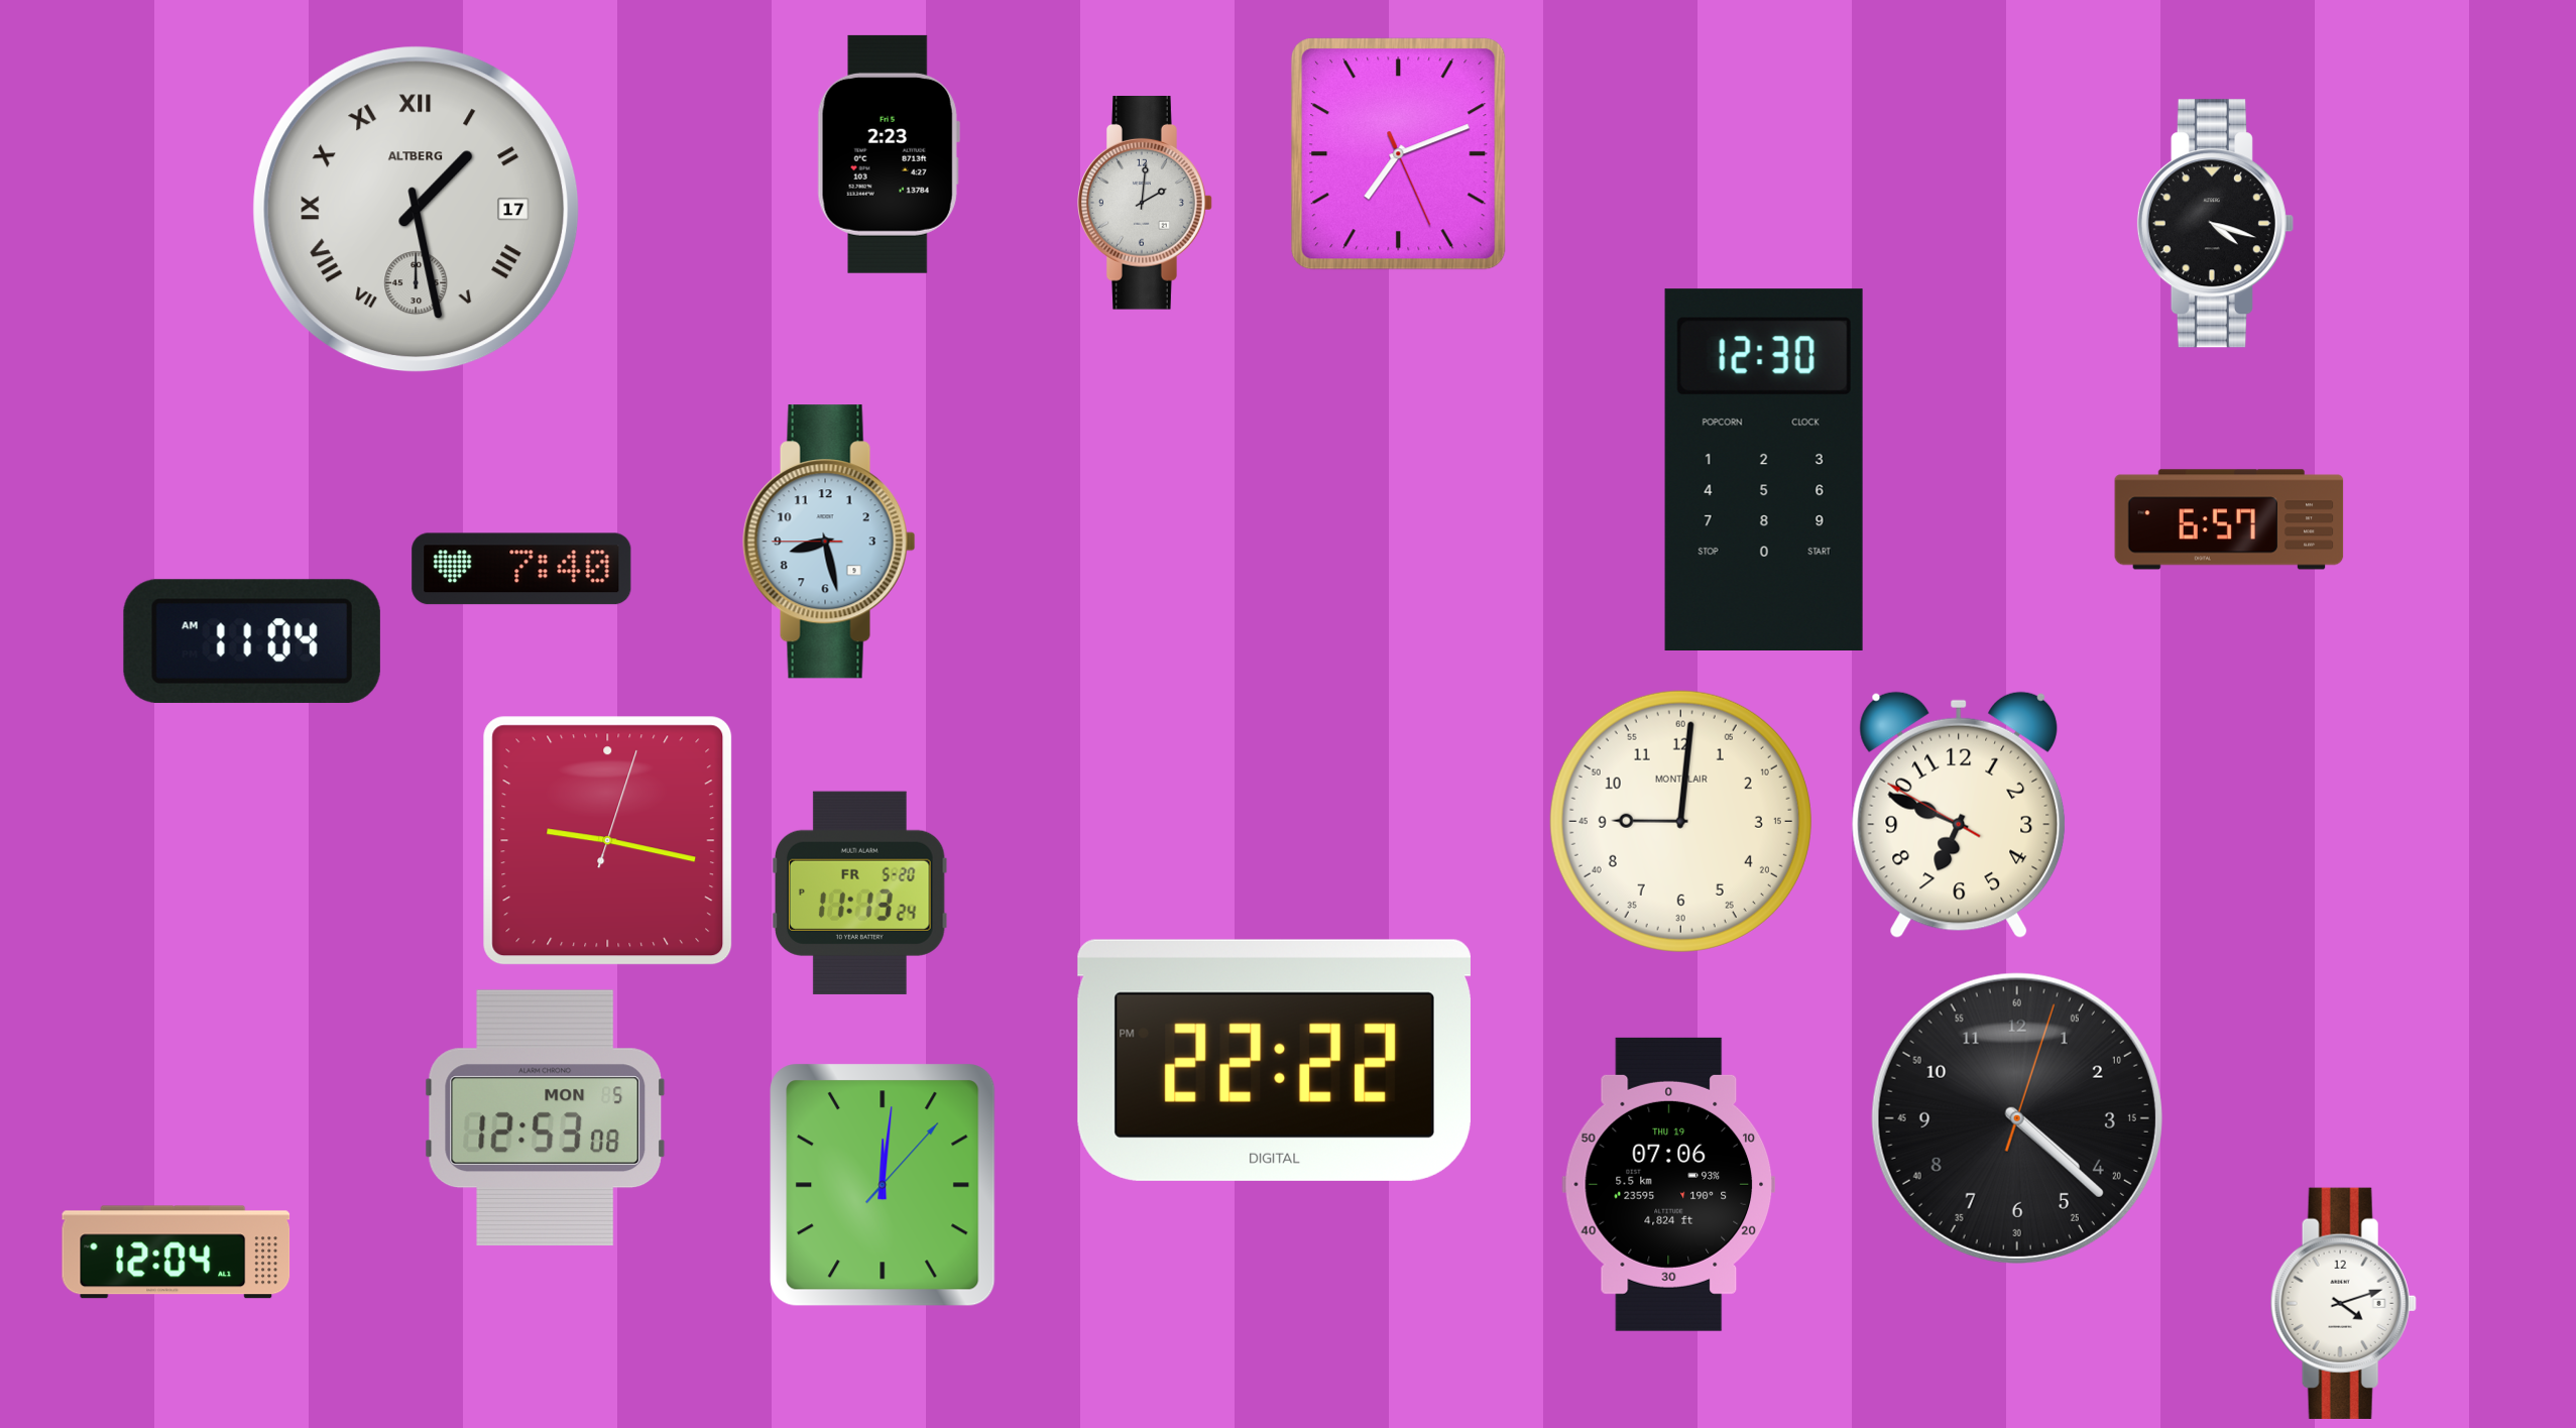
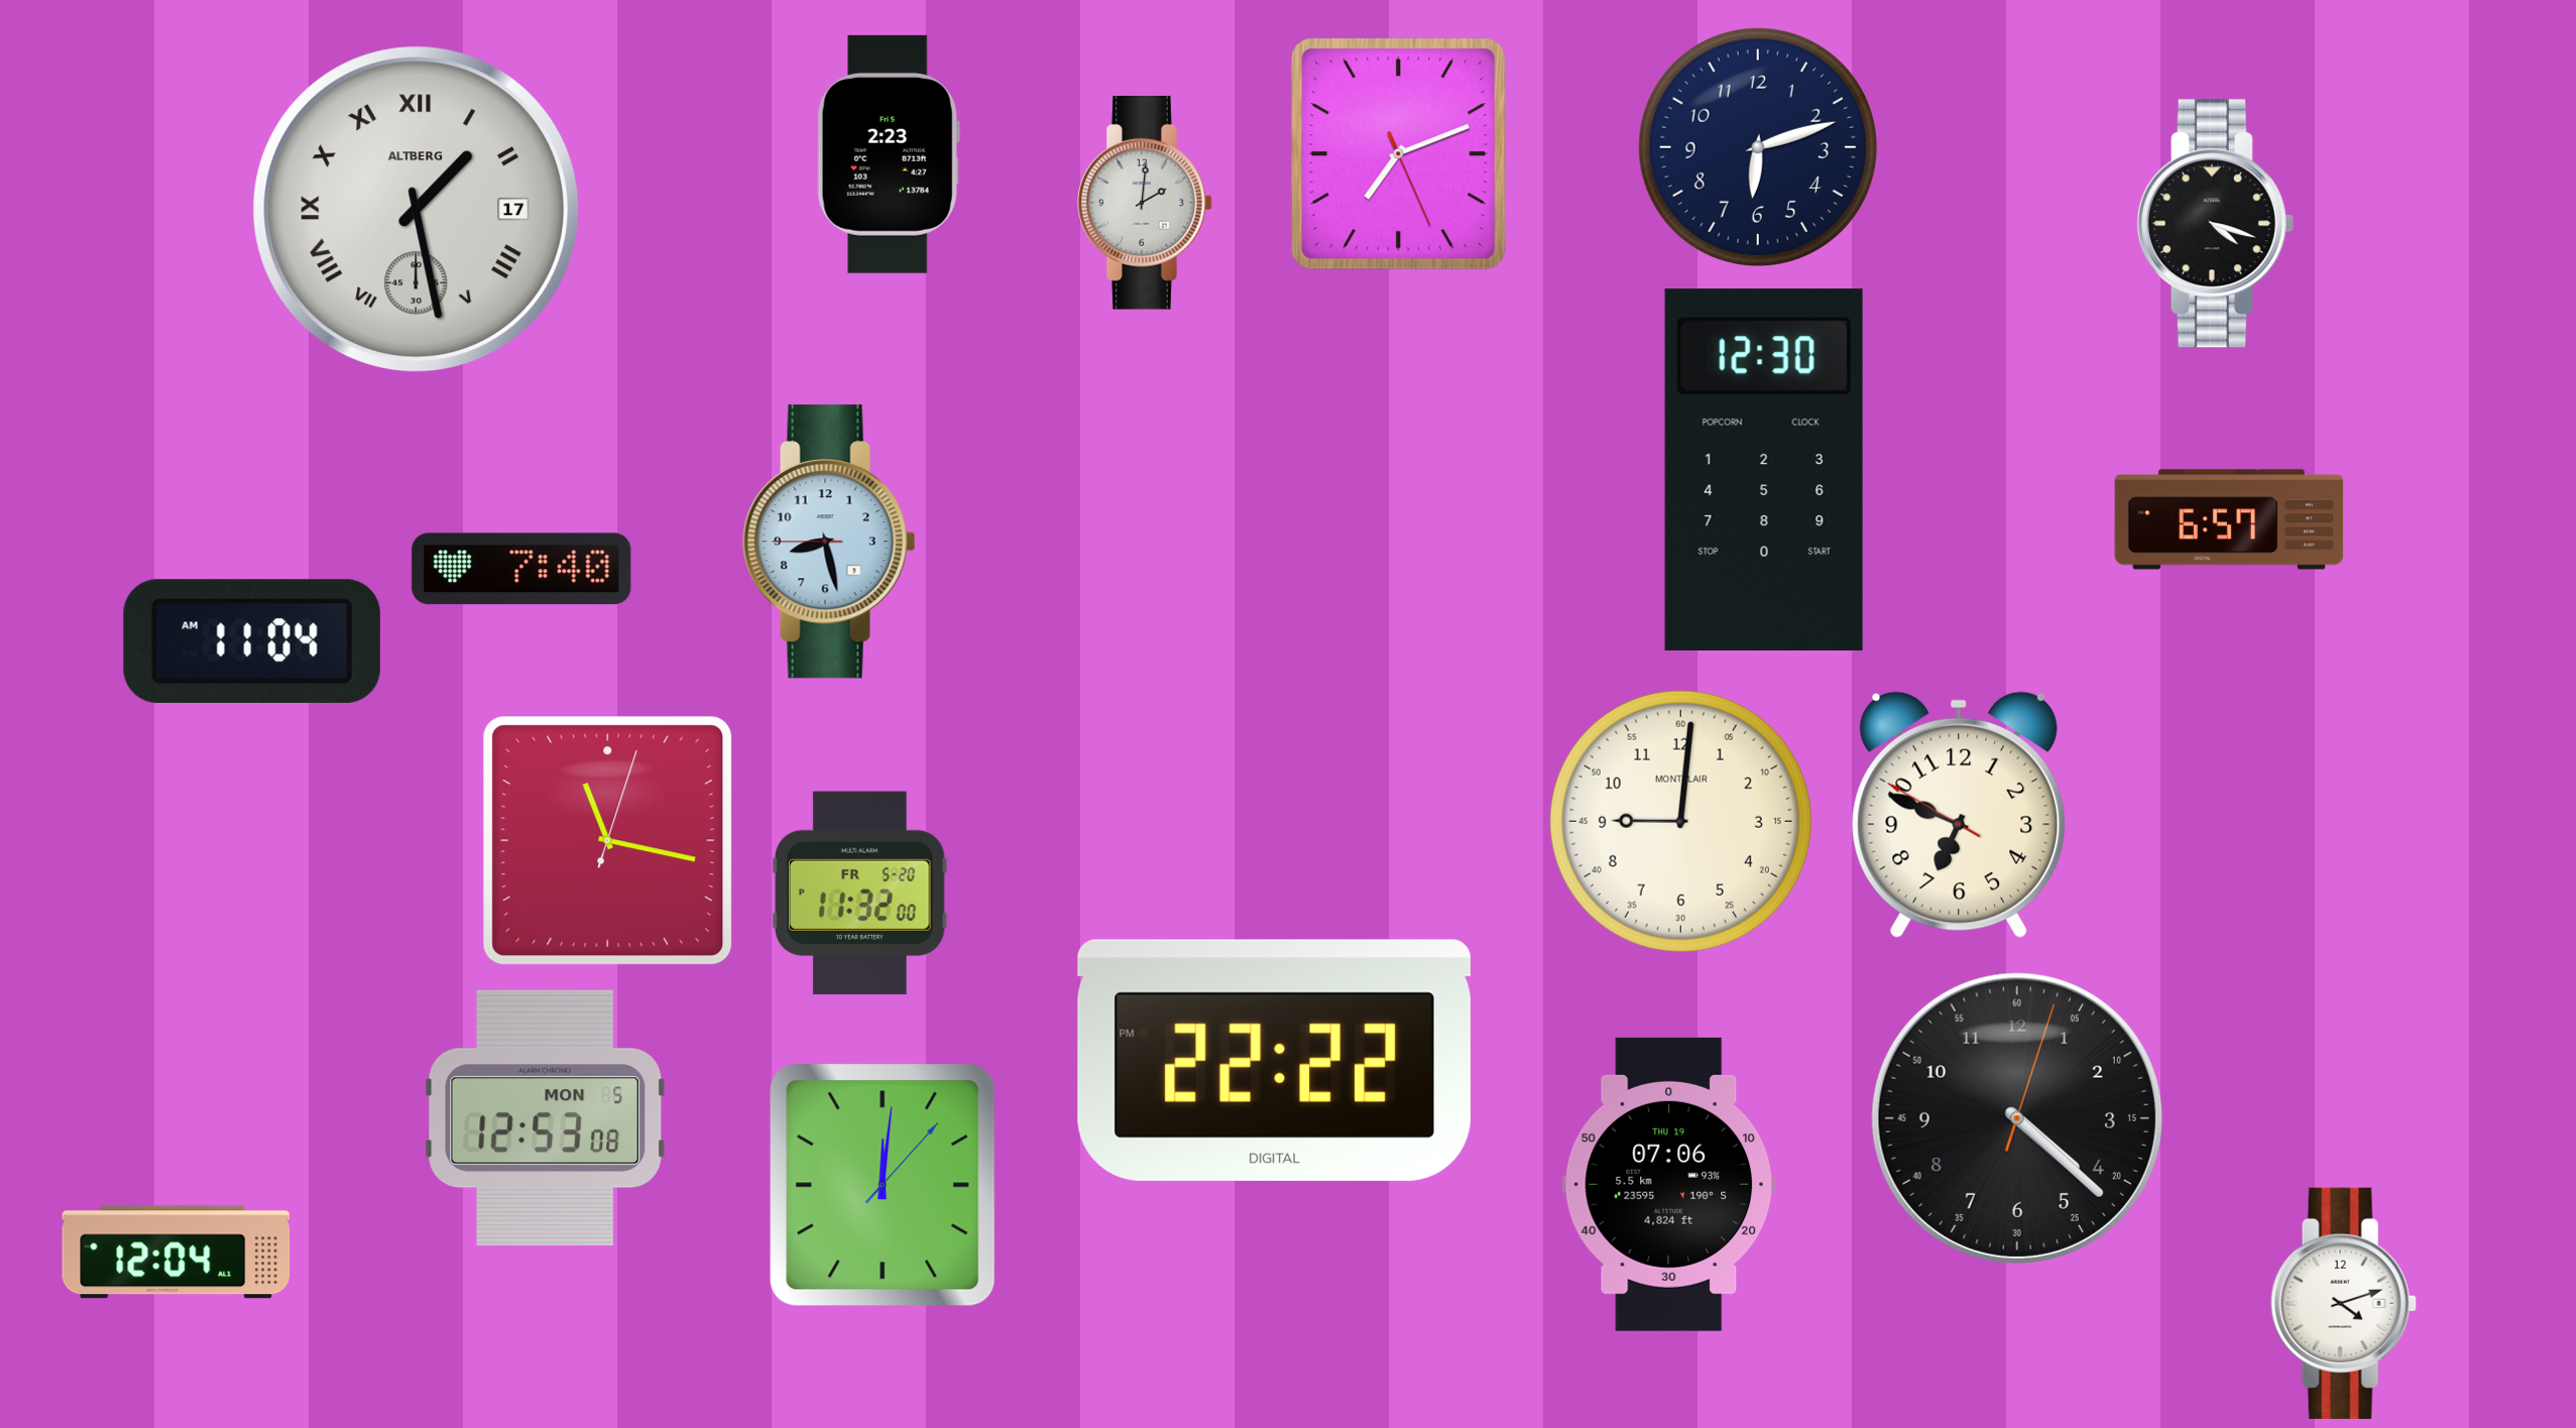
clock at (1757, 146): none -> 6:12
clock at (608, 841): 9:17 -> 11:17
clock at (860, 892): 11:13 -> 11:32
